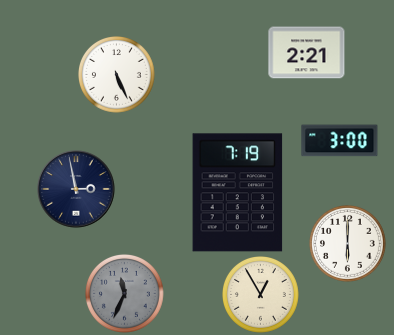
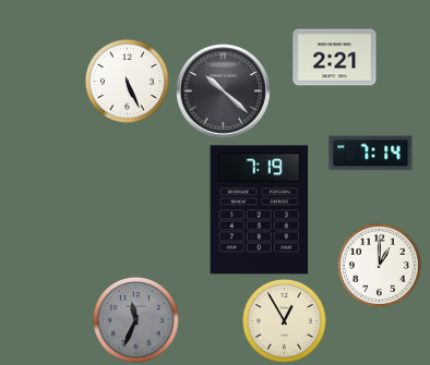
clock at (223, 90): none -> 10:22
clock at (340, 141): 3:00 -> 7:14
clock at (76, 189): 2:58 -> none
clock at (348, 244): 6:00 -> 1:00
